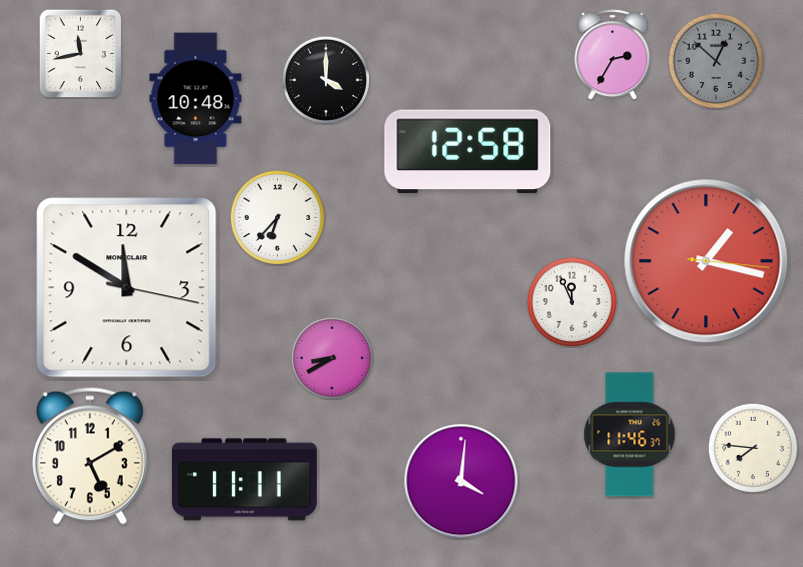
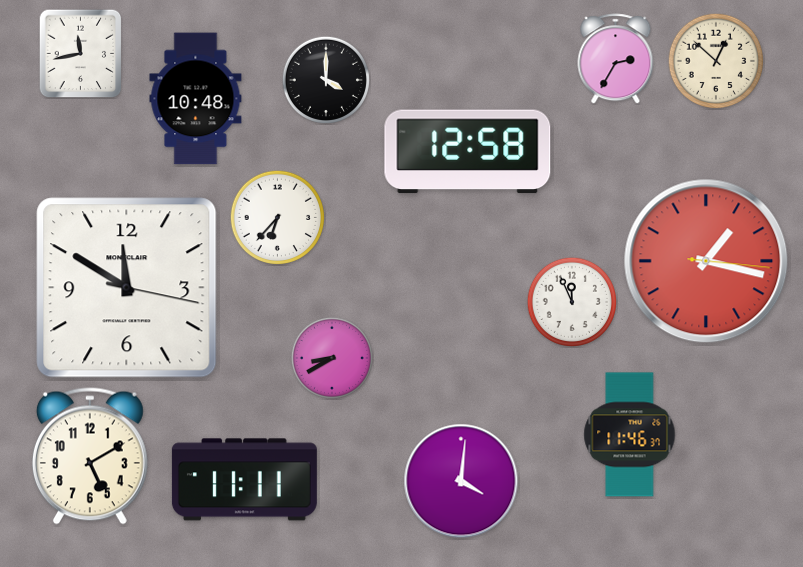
clock at (613, 55) position: (613, 55) -> (616, 59)
clock at (716, 61) dial: grey -> cream
clock at (752, 447): 7:46 -> none
